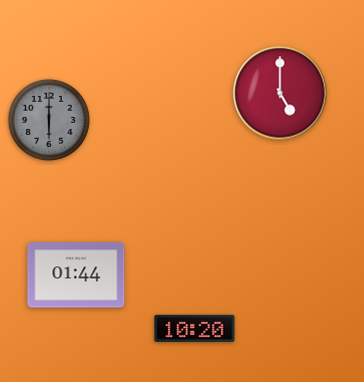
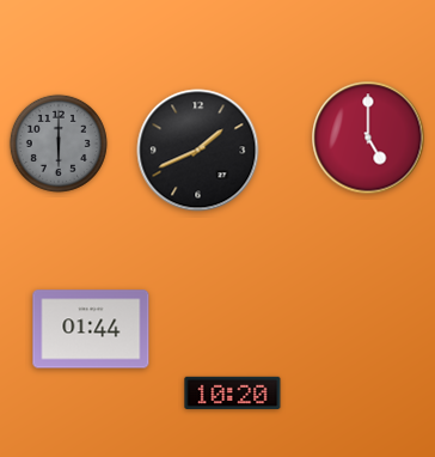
clock at (280, 93) position: (280, 93) -> (368, 138)
clock at (198, 151): none -> 1:41
